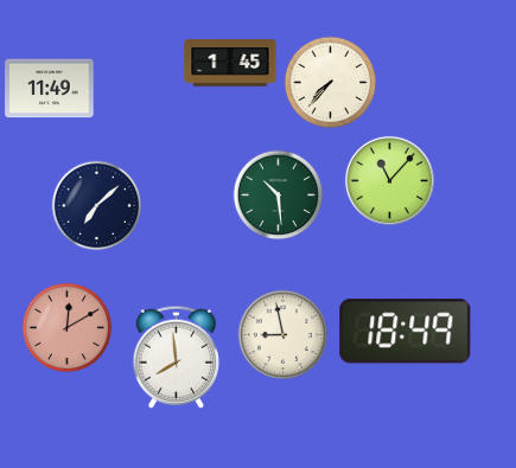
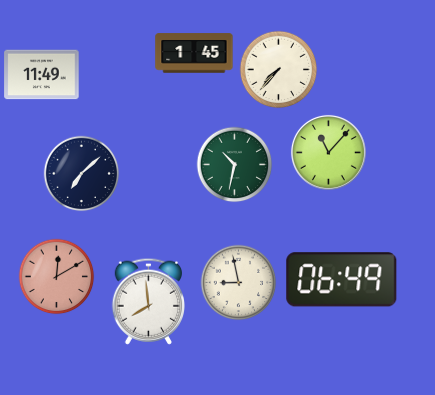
clock at (279, 195): 10:29 -> 10:32
clock at (406, 332): 18:49 -> 06:49
